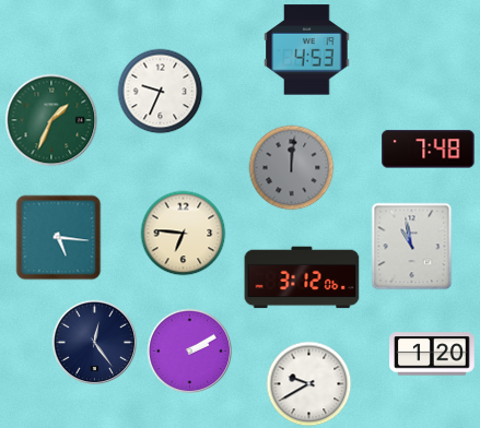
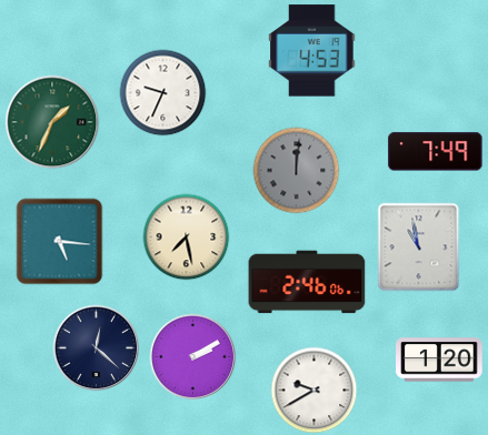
clock at (429, 150): 7:48 -> 7:49
clock at (183, 233): 6:46 -> 7:28
clock at (412, 246) position: (412, 246) -> (419, 246)
clock at (302, 277): 3:12 -> 2:46
clock at (94, 342): 12:24 -> 12:22
